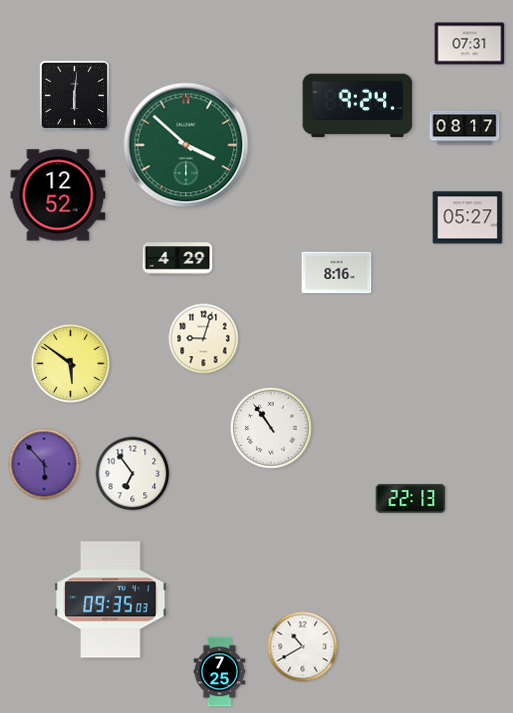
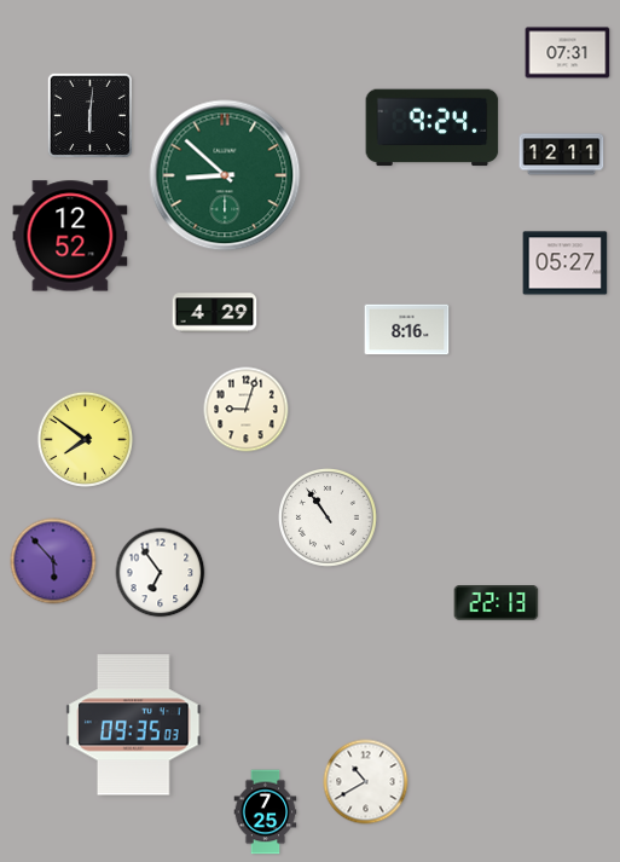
clock at (465, 128): 08:17 -> 12:11
clock at (186, 145): 3:52 -> 8:52
clock at (70, 363): 5:51 -> 7:51
